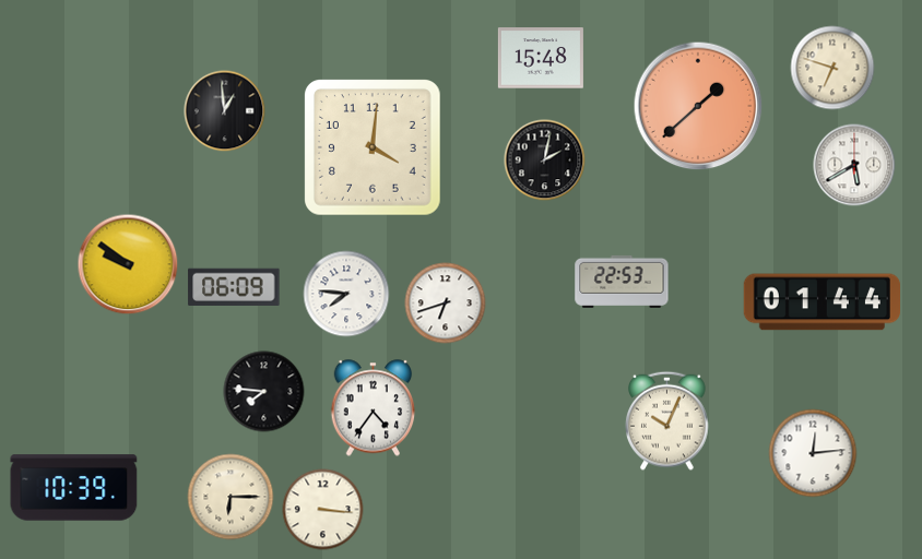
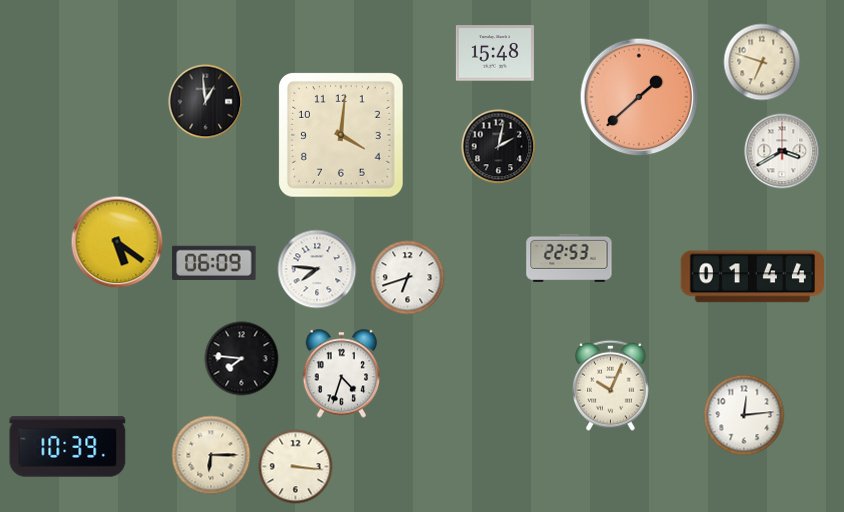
clock at (854, 165): 5:40 -> 3:40
clock at (128, 264): 9:51 -> 5:21
clock at (374, 408): 4:36 -> 4:33
